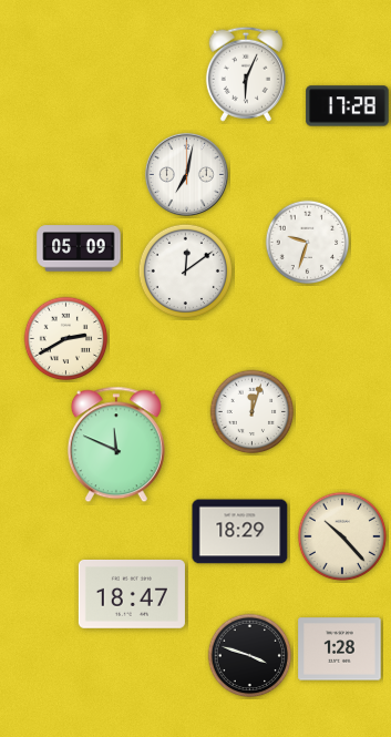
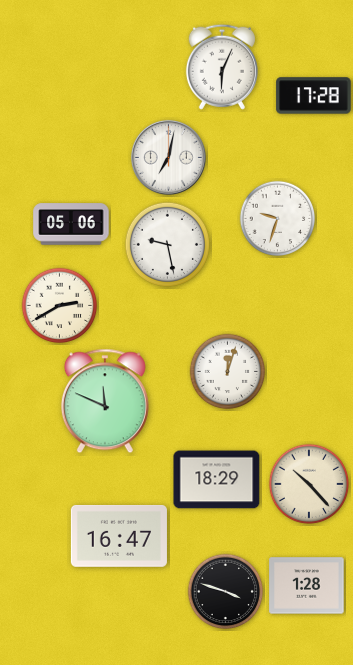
clock at (79, 248): 05:09 -> 05:06
clock at (185, 270): 12:09 -> 9:28
clock at (132, 594): 18:47 -> 16:47
